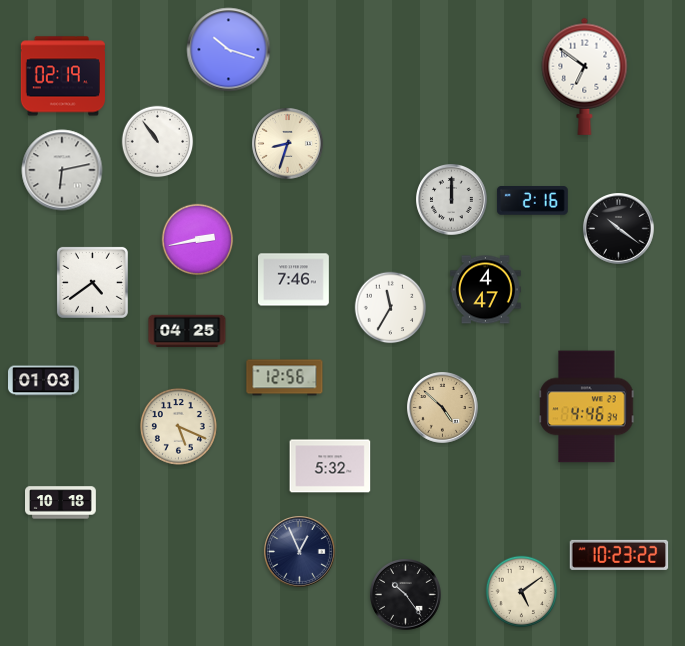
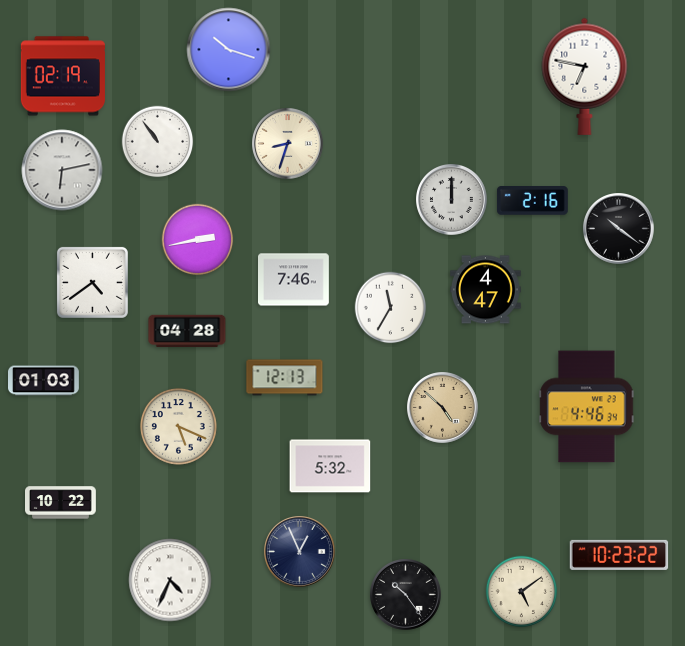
clock at (585, 76): 6:51 -> 6:47
clock at (187, 331): 04:25 -> 04:28
clock at (285, 378): 12:56 -> 12:13
clock at (61, 503): 10:18 -> 10:22
clock at (170, 580): none -> 4:34
